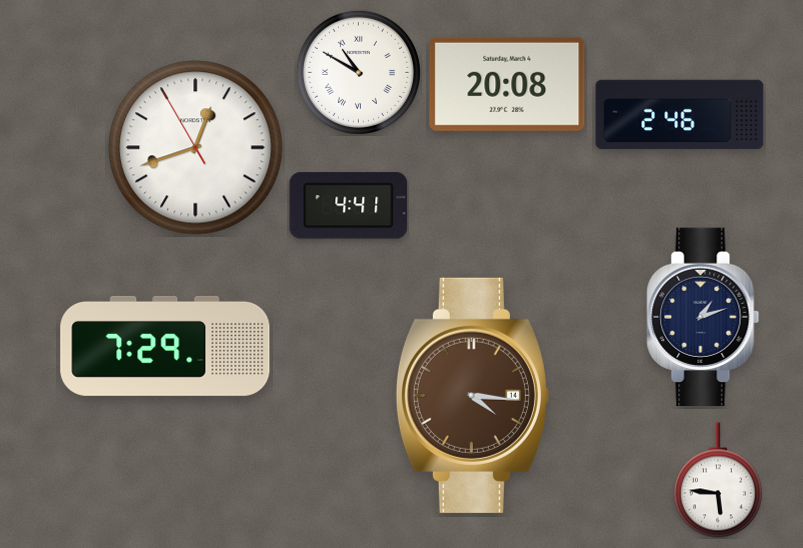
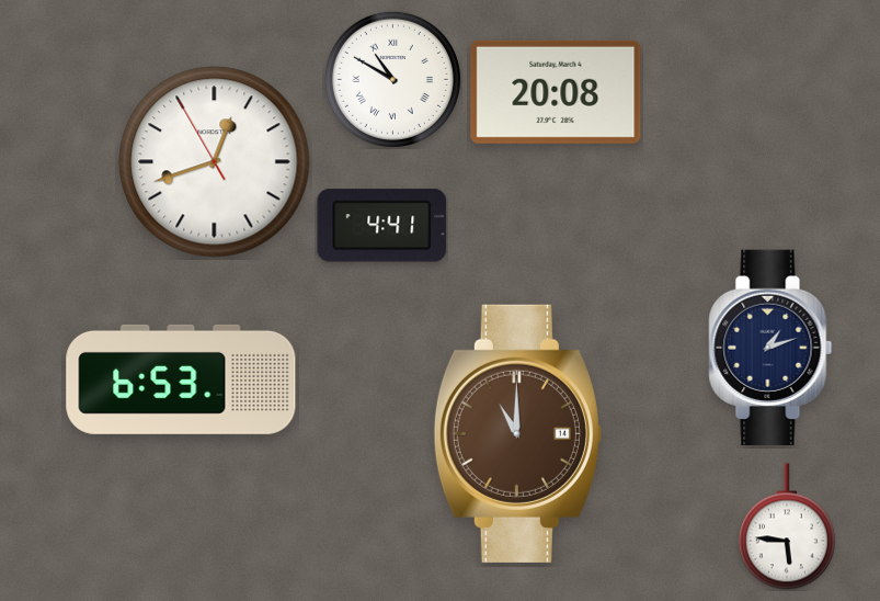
clock at (680, 115): 2:46 -> none
clock at (165, 346): 7:29 -> 6:53
clock at (472, 395): 4:16 -> 11:00
